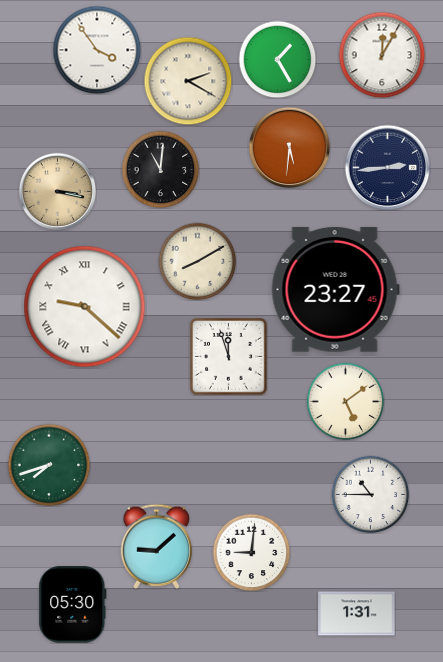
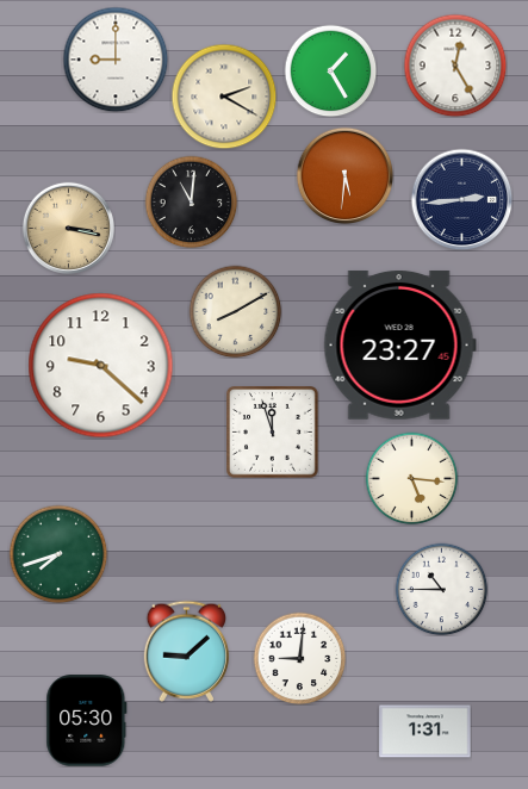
clock at (97, 50): 3:54 -> 9:00
clock at (382, 55): 12:05 -> 12:25
clock at (85, 307) numerals: Roman -> Arabic
clock at (229, 357) position: (229, 357) -> (273, 433)
clock at (345, 401): 5:09 -> 5:16
